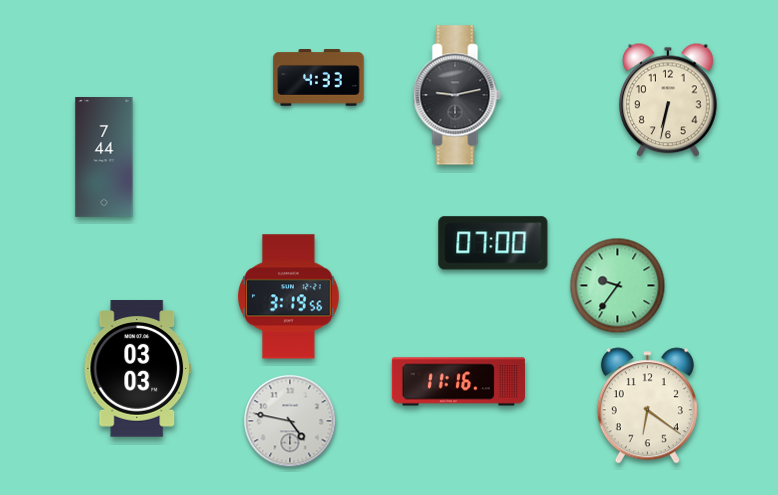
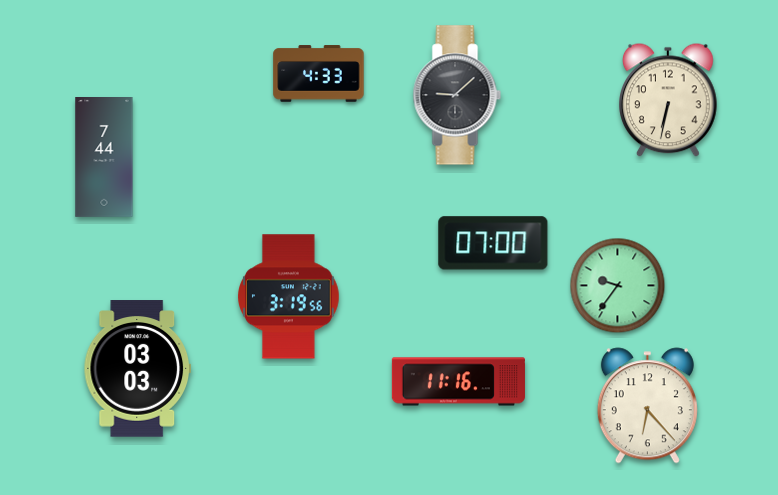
clock at (319, 78) position: (319, 78) -> (319, 74)
clock at (457, 95): 9:13 -> 9:08
clock at (647, 406): 6:21 -> 6:23
clock at (290, 421): 4:47 -> none
